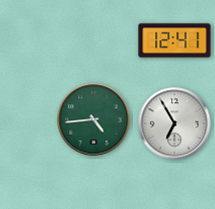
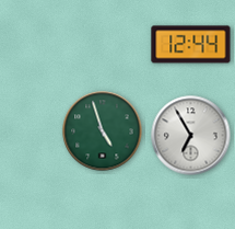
clock at (175, 41): 12:41 -> 12:44
clock at (94, 120): 4:44 -> 4:57
